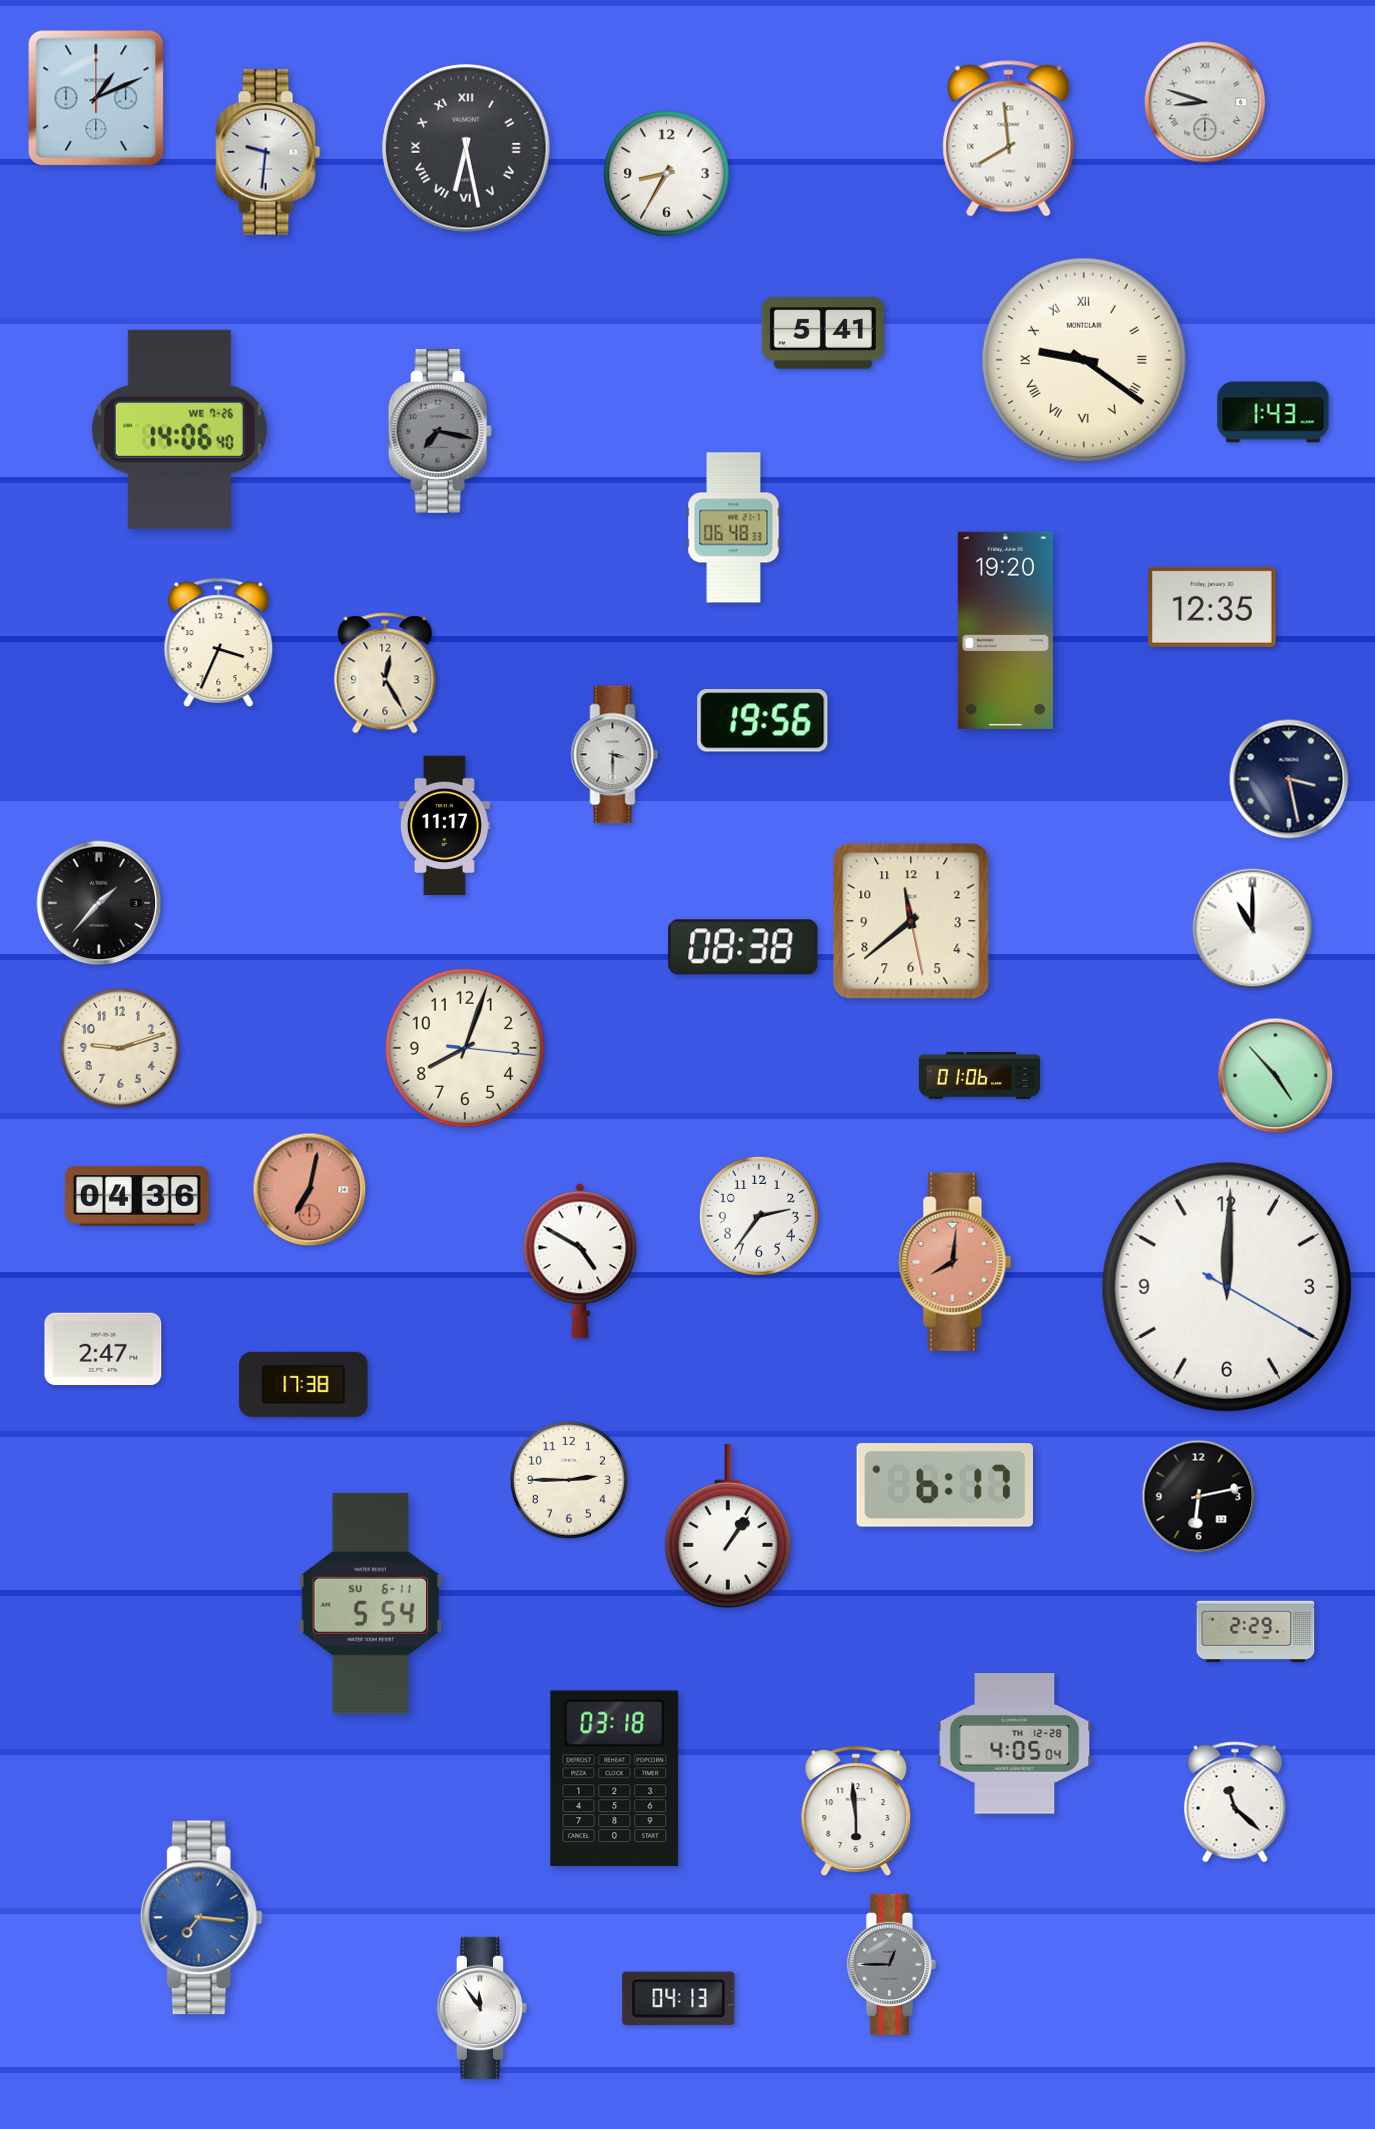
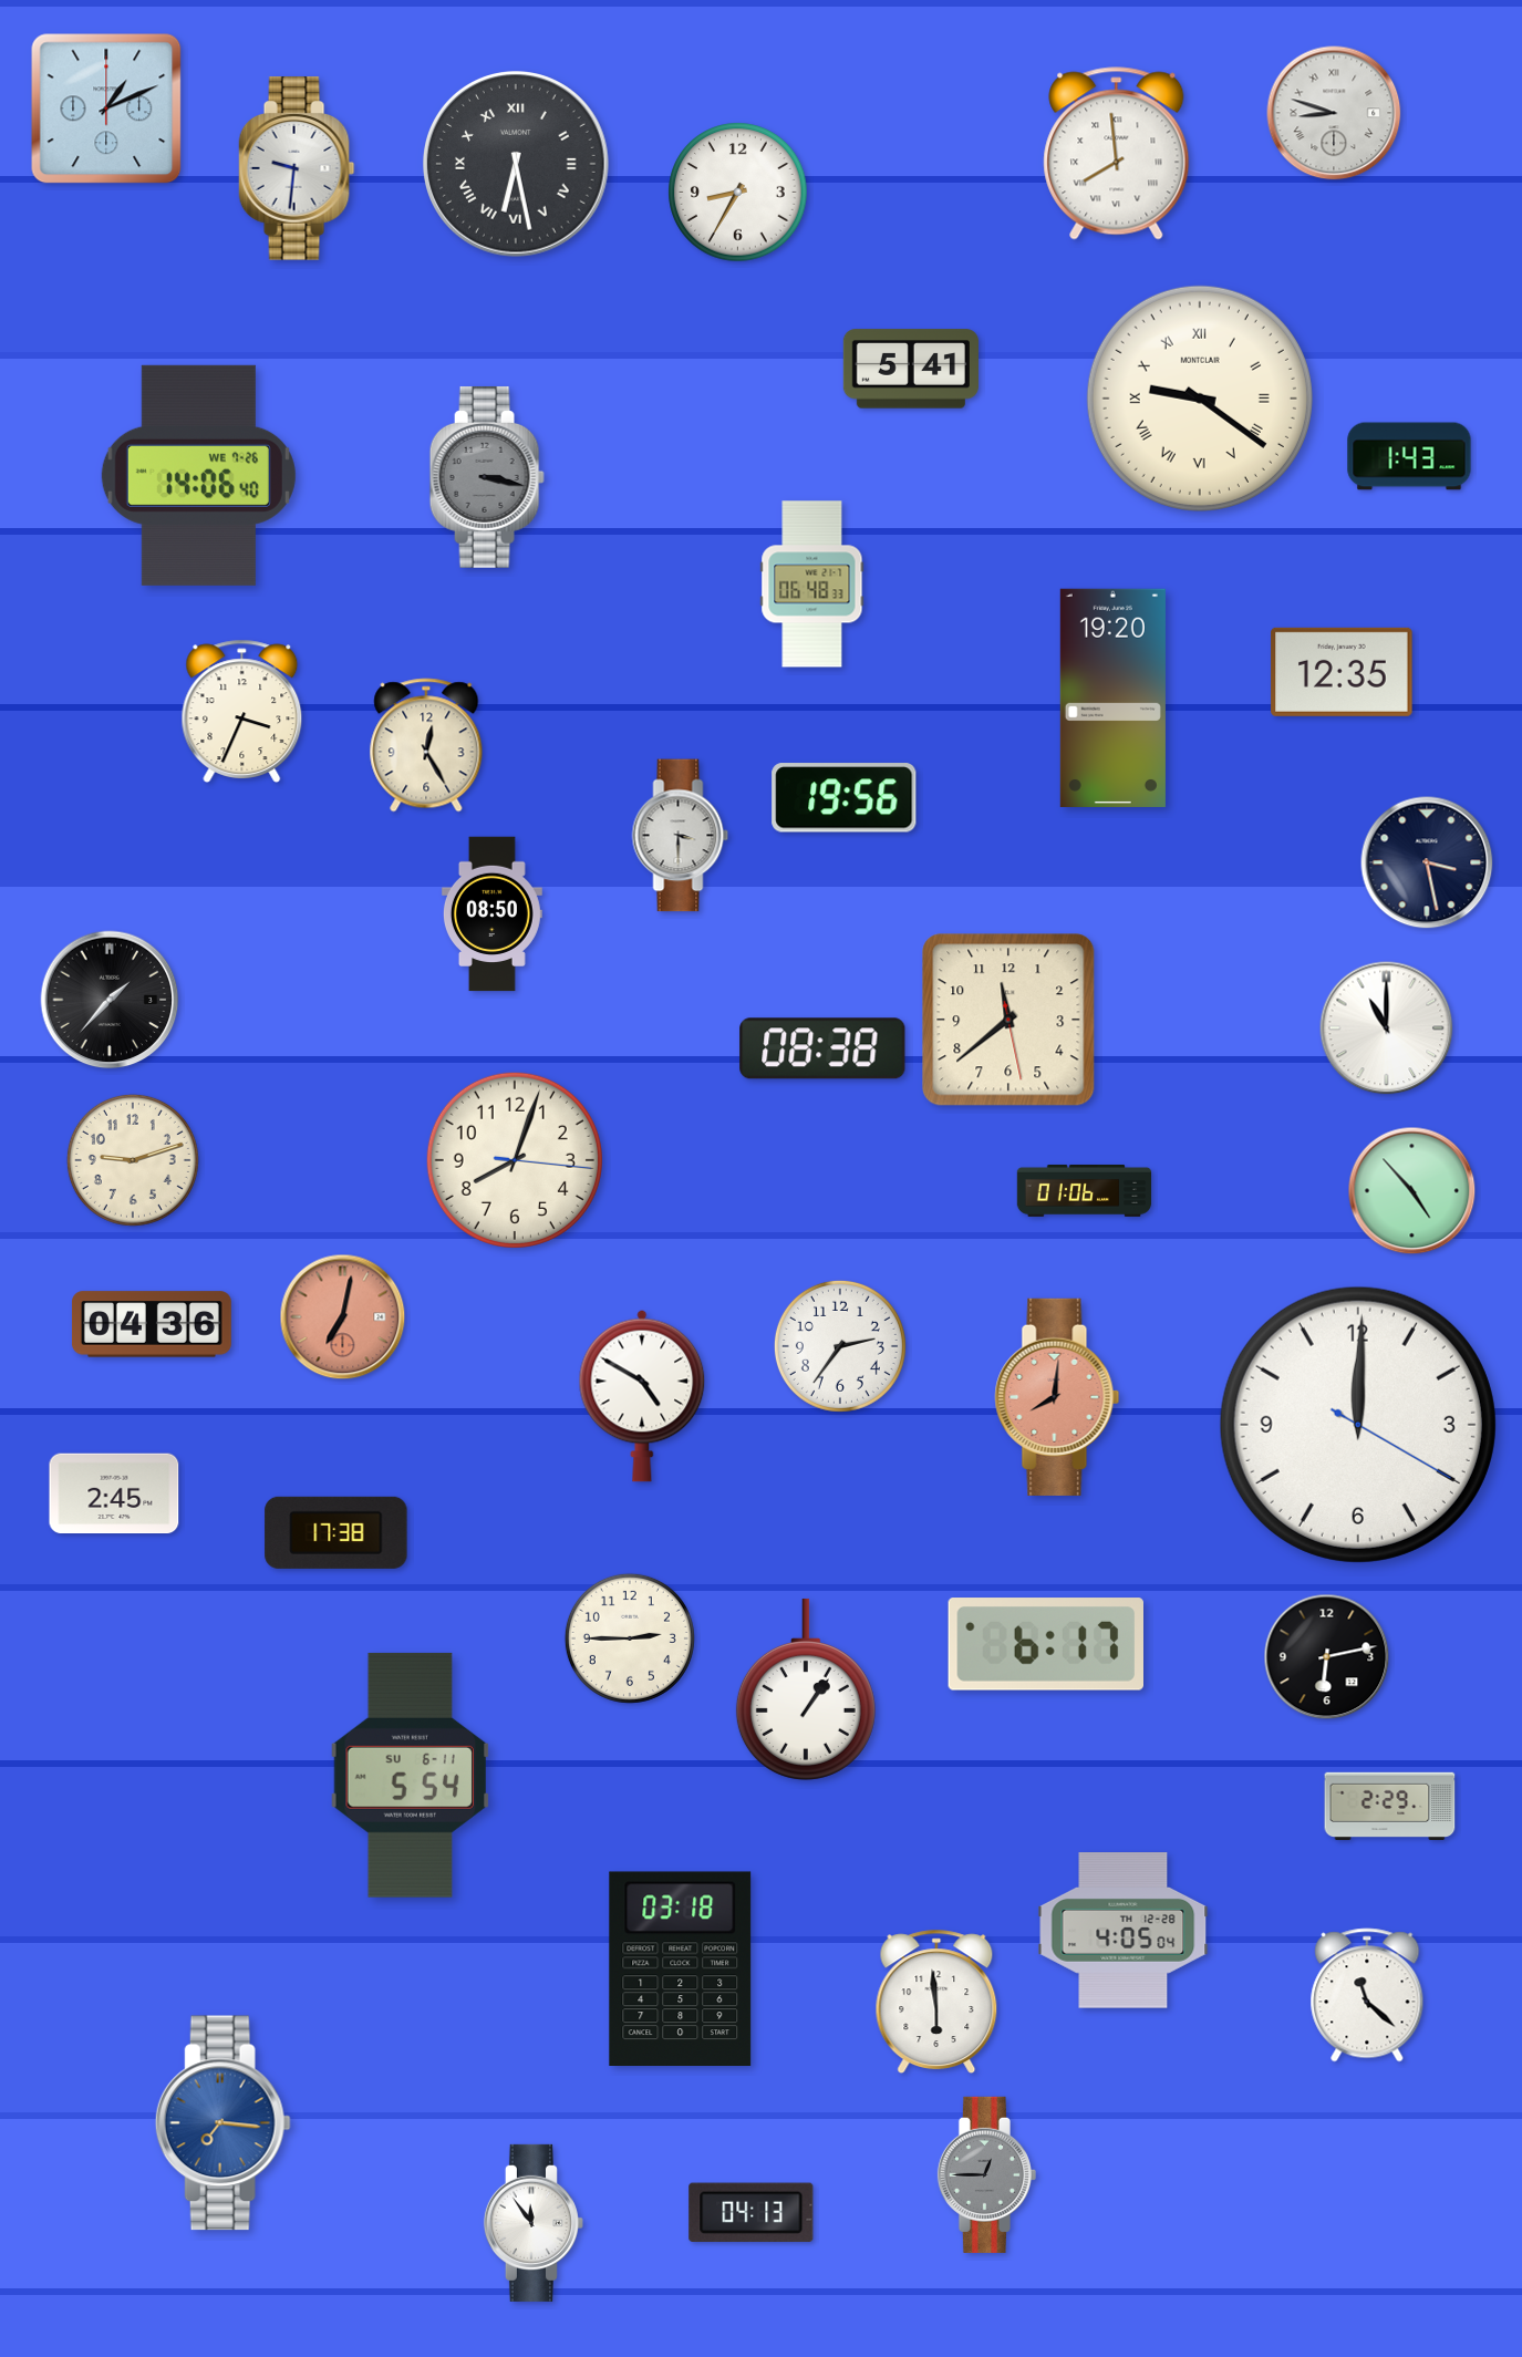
clock at (440, 431): 7:17 -> 3:17
clock at (444, 826): 11:17 -> 08:50
clock at (103, 1349): 2:47 -> 2:45
clock at (856, 1811) position: (856, 1811) -> (936, 2002)
